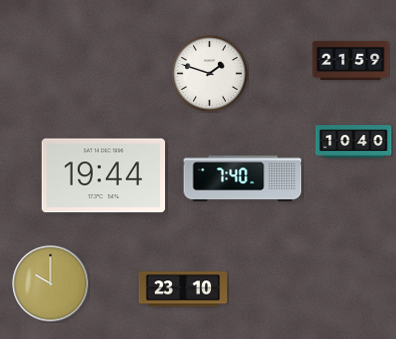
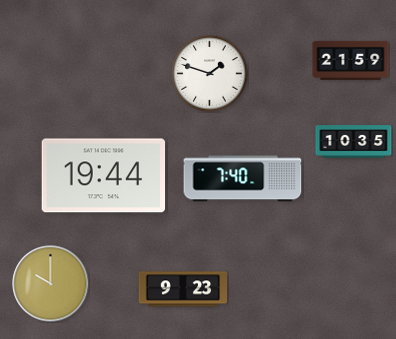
clock at (354, 142): 10:40 -> 10:35
clock at (183, 289): 23:10 -> 9:23
